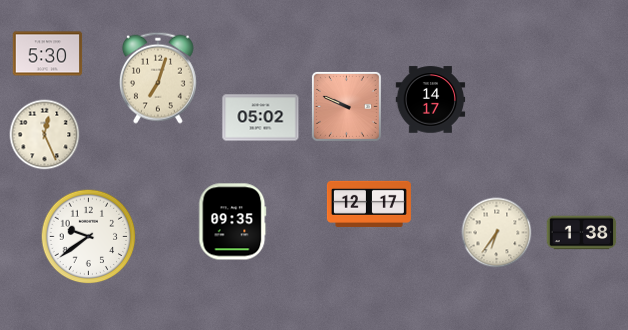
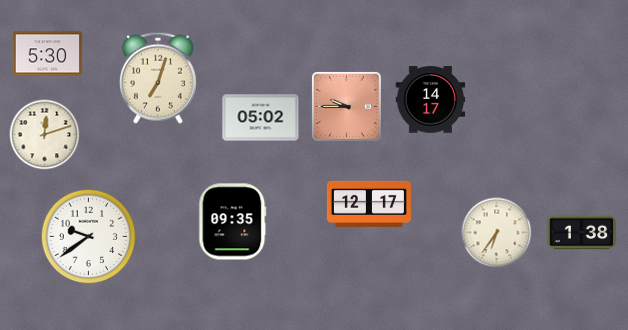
clock at (346, 106): 9:49 -> 9:45
clock at (45, 135): 12:26 -> 12:12
